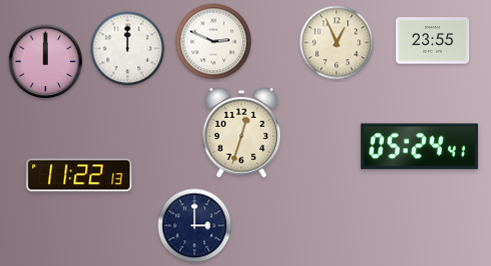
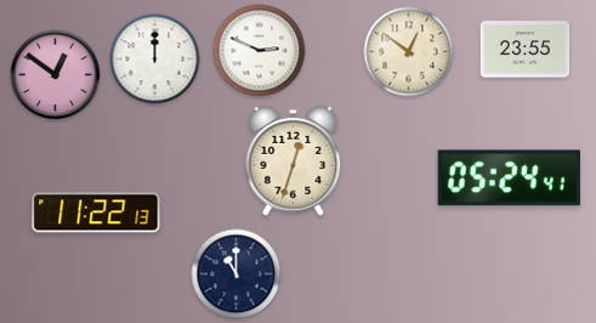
clock at (337, 43): 12:56 -> 12:51
clock at (46, 62): 12:00 -> 12:51
clock at (195, 226): 3:00 -> 11:00
